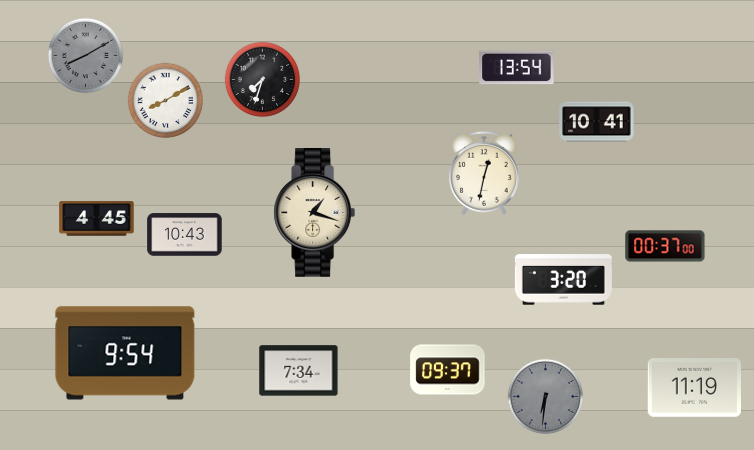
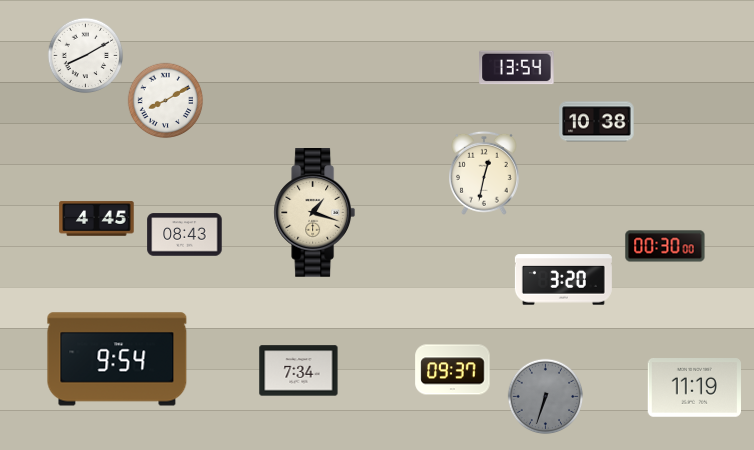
clock at (86, 56) dial: grey -> white
clock at (263, 80): 7:33 -> none
clock at (597, 122): 10:41 -> 10:38
clock at (185, 235): 10:43 -> 08:43
clock at (665, 246): 00:37 -> 00:30
clock at (125, 353) position: (125, 353) -> (117, 359)
clock at (448, 370) position: (448, 370) -> (453, 370)
clock at (546, 397): 6:31 -> 6:33
